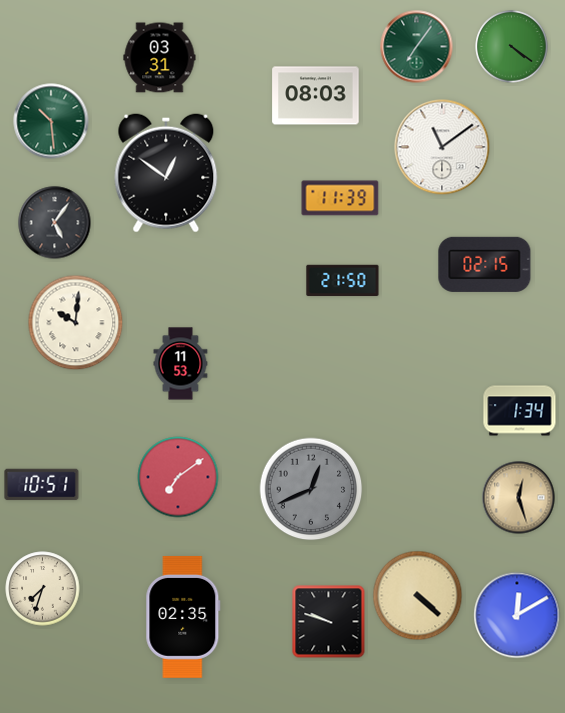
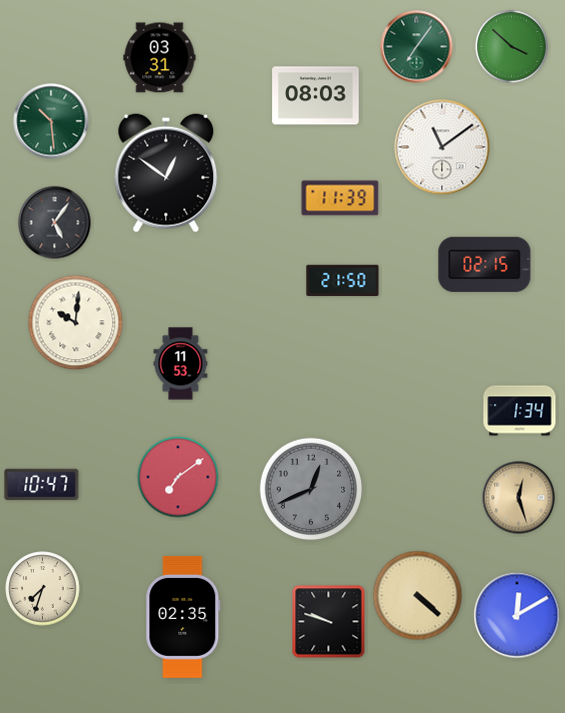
clock at (512, 47): 4:21 -> 3:52
clock at (42, 485): 10:51 -> 10:47
